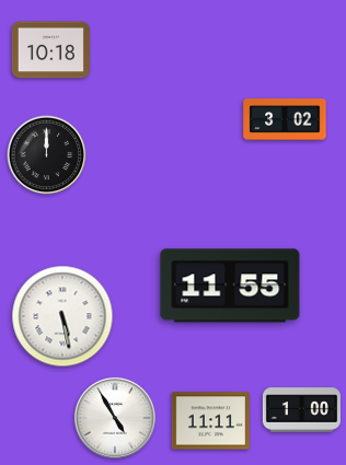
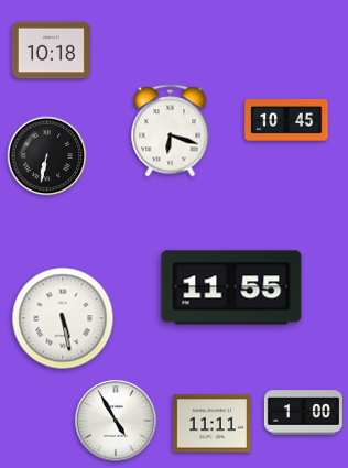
clock at (285, 119): 3:02 -> 10:45
clock at (171, 131): none -> 6:18
clock at (47, 155): 12:00 -> 6:32
